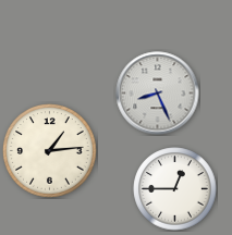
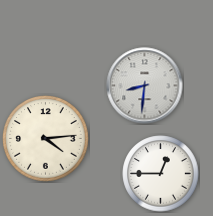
clock at (158, 94): 8:26 -> 8:31
clock at (50, 151): 1:14 -> 4:14
